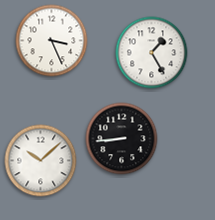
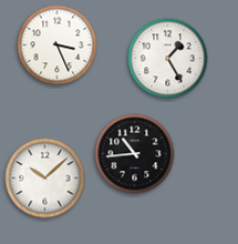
clock at (122, 139): 8:44 -> 10:44
